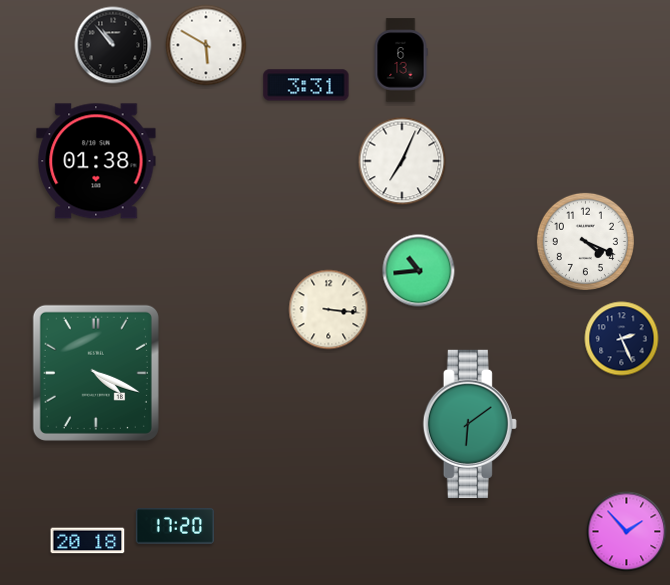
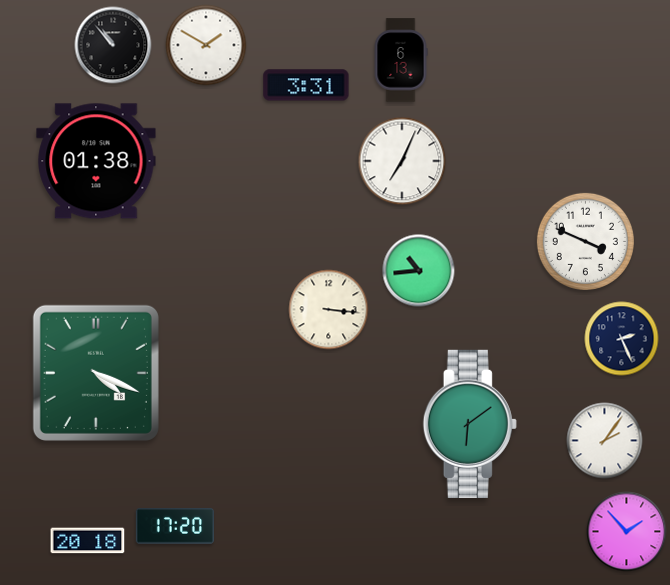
clock at (206, 45): 5:50 -> 1:50
clock at (585, 241): 4:19 -> 3:49
clock at (605, 441): none -> 2:06
